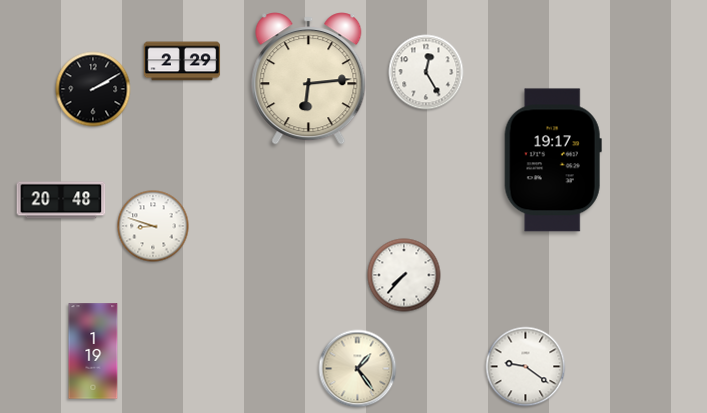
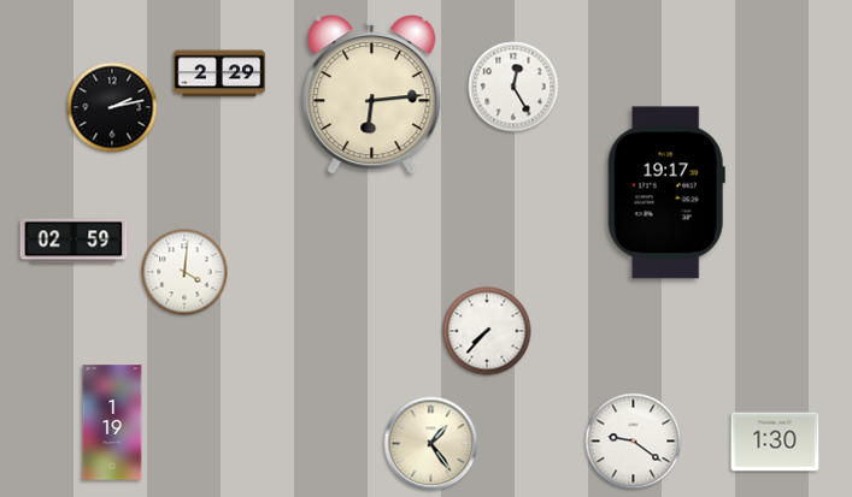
clock at (93, 89): 2:10 -> 2:13
clock at (61, 200): 20:48 -> 02:59
clock at (153, 226): 8:48 -> 4:01
clock at (775, 442): none -> 1:30
